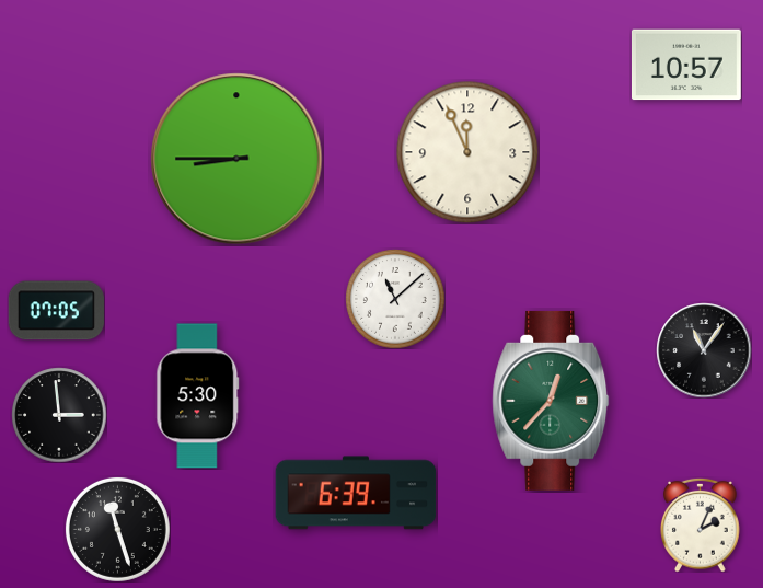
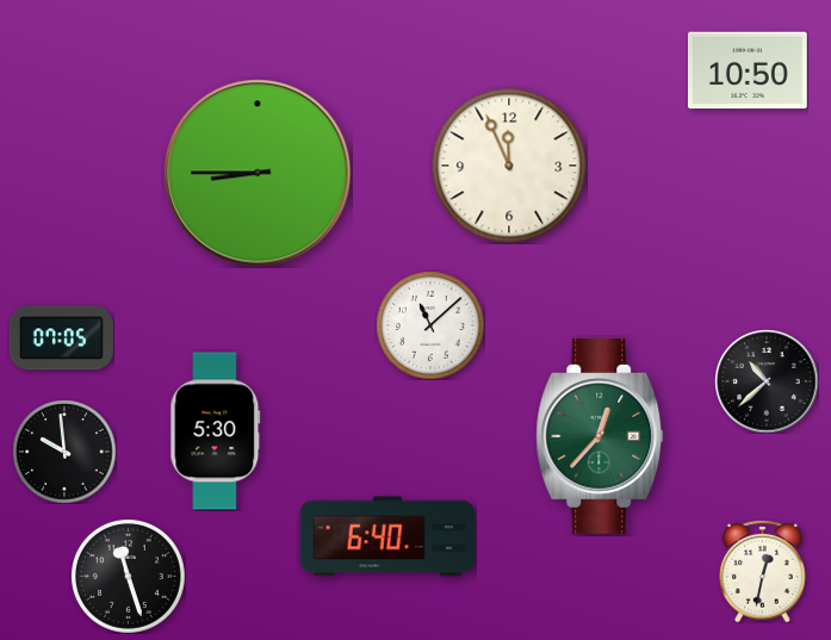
clock at (686, 65): 10:57 -> 10:50
clock at (704, 350): 11:06 -> 10:38
clock at (59, 415): 2:59 -> 9:59
clock at (356, 493): 6:39 -> 6:40
clock at (701, 524): 2:04 -> 12:32
